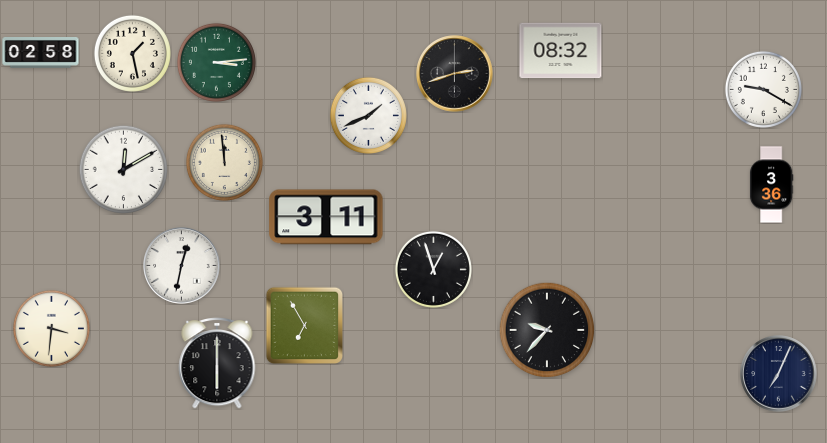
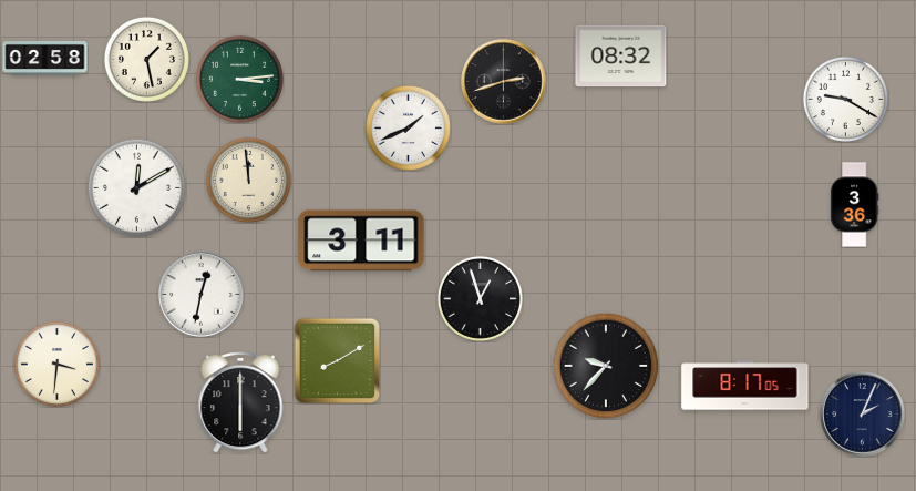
clock at (216, 62) position: (216, 62) -> (239, 79)
clock at (304, 325): 6:55 -> 8:10
clock at (745, 386): none -> 8:17
clock at (779, 374): 7:04 -> 2:04
